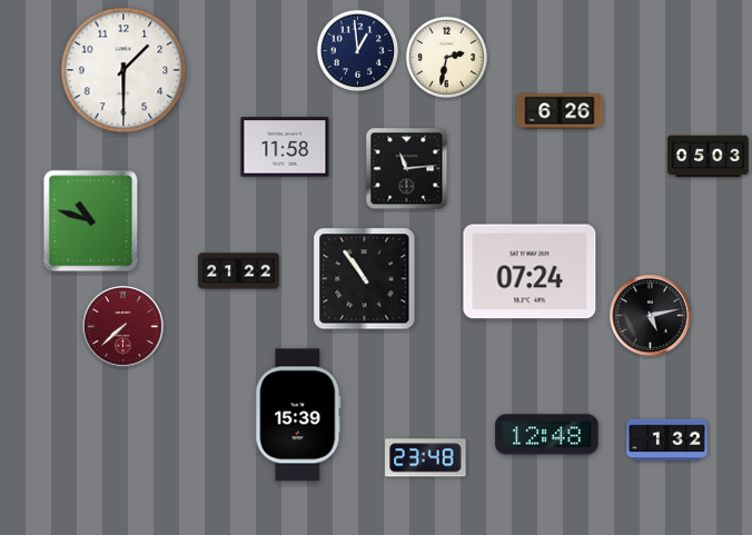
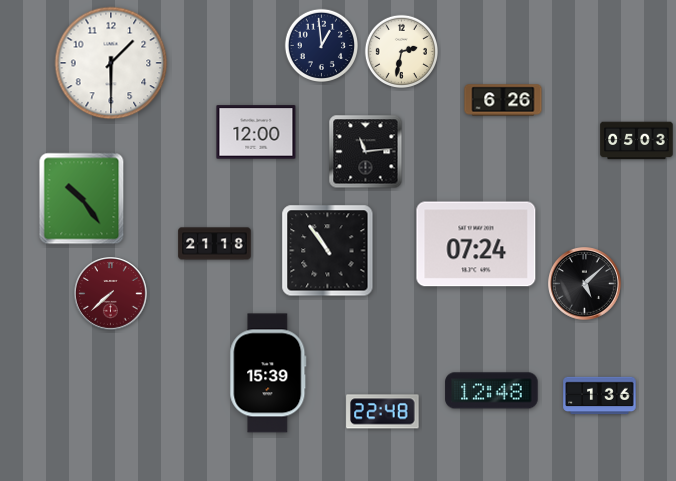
clock at (285, 147): 11:58 -> 12:00
clock at (91, 221): 10:48 -> 10:24
clock at (239, 271): 21:22 -> 21:18
clock at (651, 316): 5:13 -> 5:08
clock at (667, 440): 1:32 -> 1:36
clock at (426, 458): 23:48 -> 22:48
